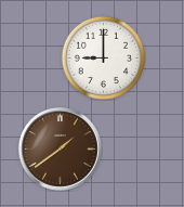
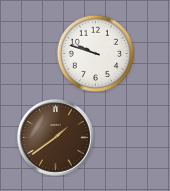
clock at (103, 57): 9:00 -> 9:48
